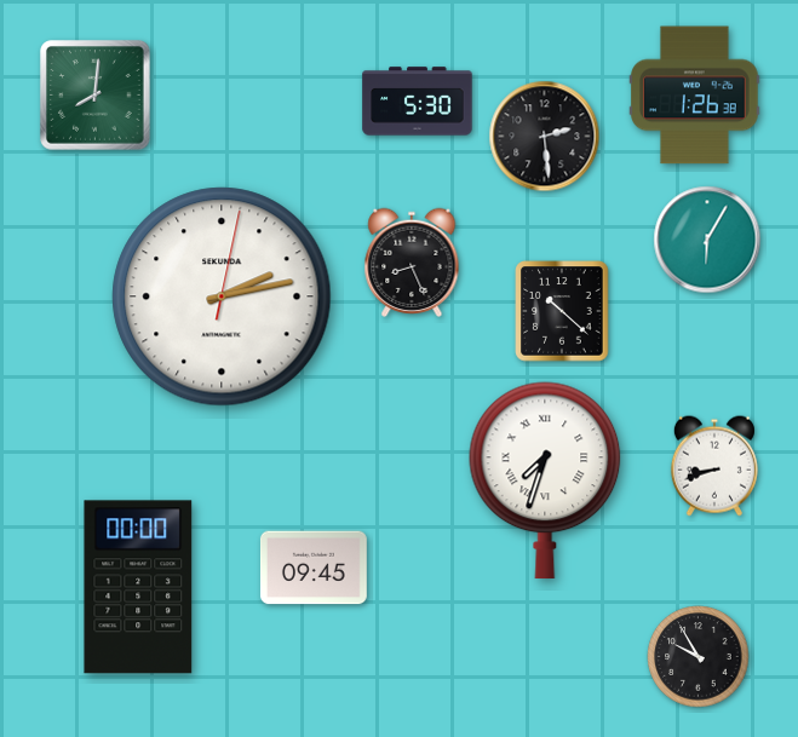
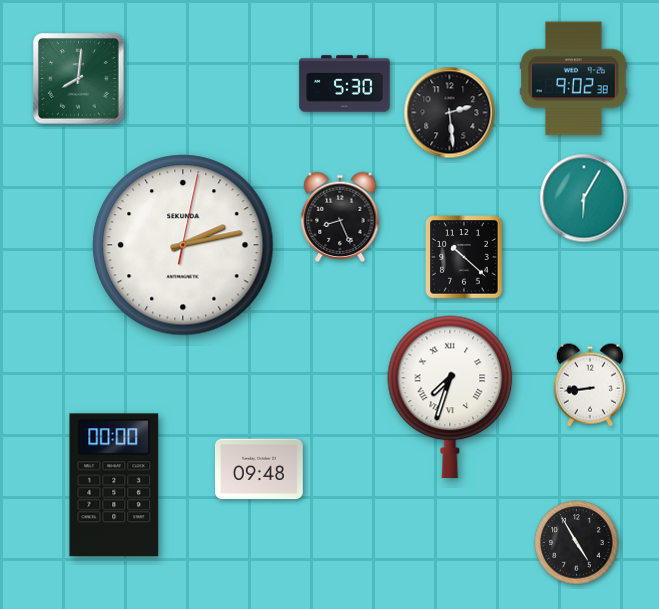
clock at (695, 96): 1:26 -> 9:02
clock at (714, 466): 8:42 -> 8:44
clock at (314, 568): 09:45 -> 09:48
clock at (699, 657): 9:55 -> 4:55
